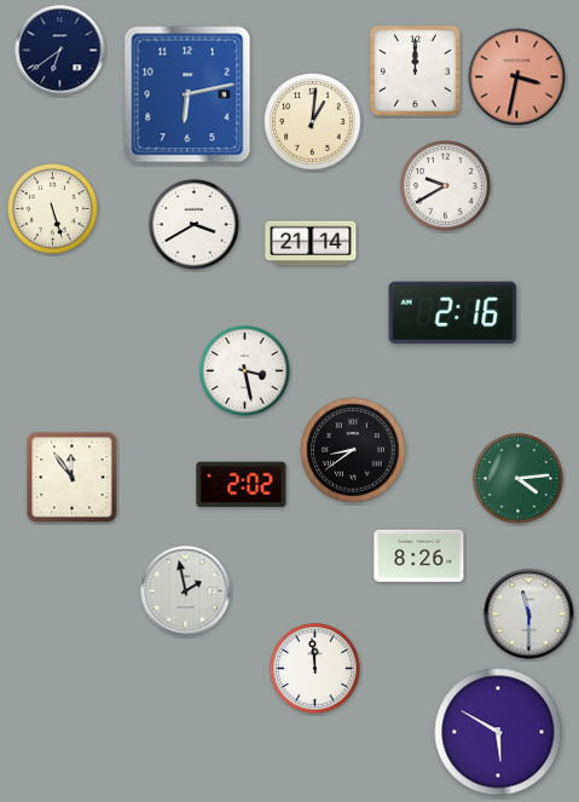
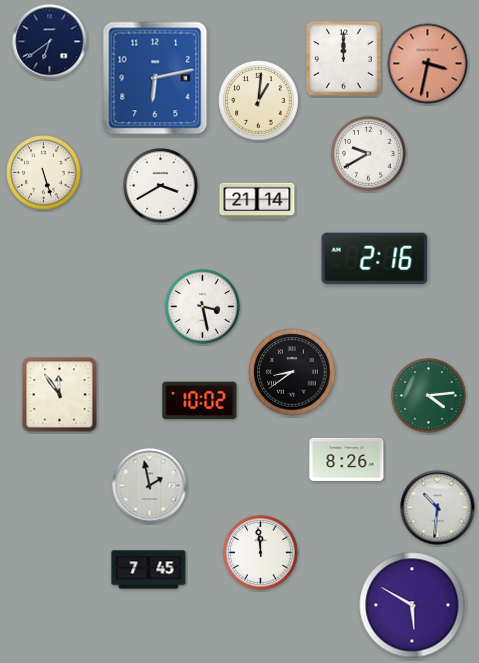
clock at (242, 485): 2:02 -> 10:02
clock at (186, 592) position: (186, 592) -> (150, 486)
clock at (529, 615): 11:30 -> 10:31
clock at (149, 570): none -> 7:45
